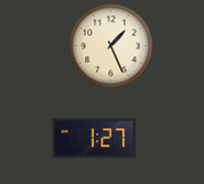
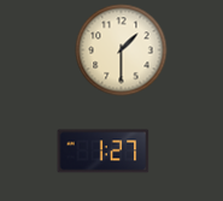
clock at (111, 46): 1:26 -> 1:30
